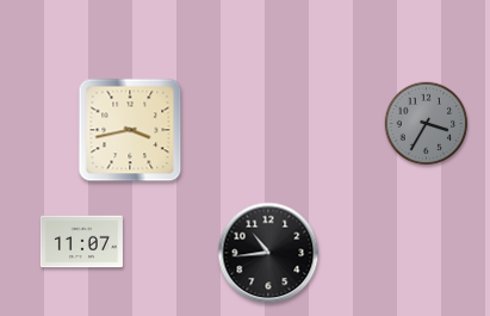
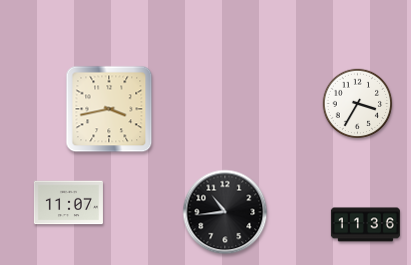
clock at (427, 124) dial: grey -> white
clock at (365, 225): none -> 11:36
